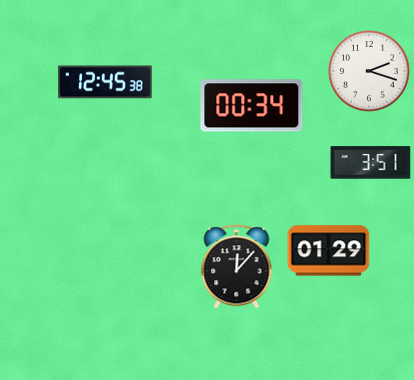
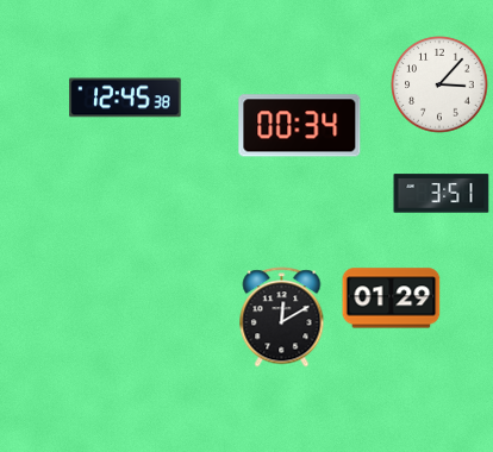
clock at (369, 71): 2:18 -> 3:07
clock at (237, 267): 12:07 -> 12:10
